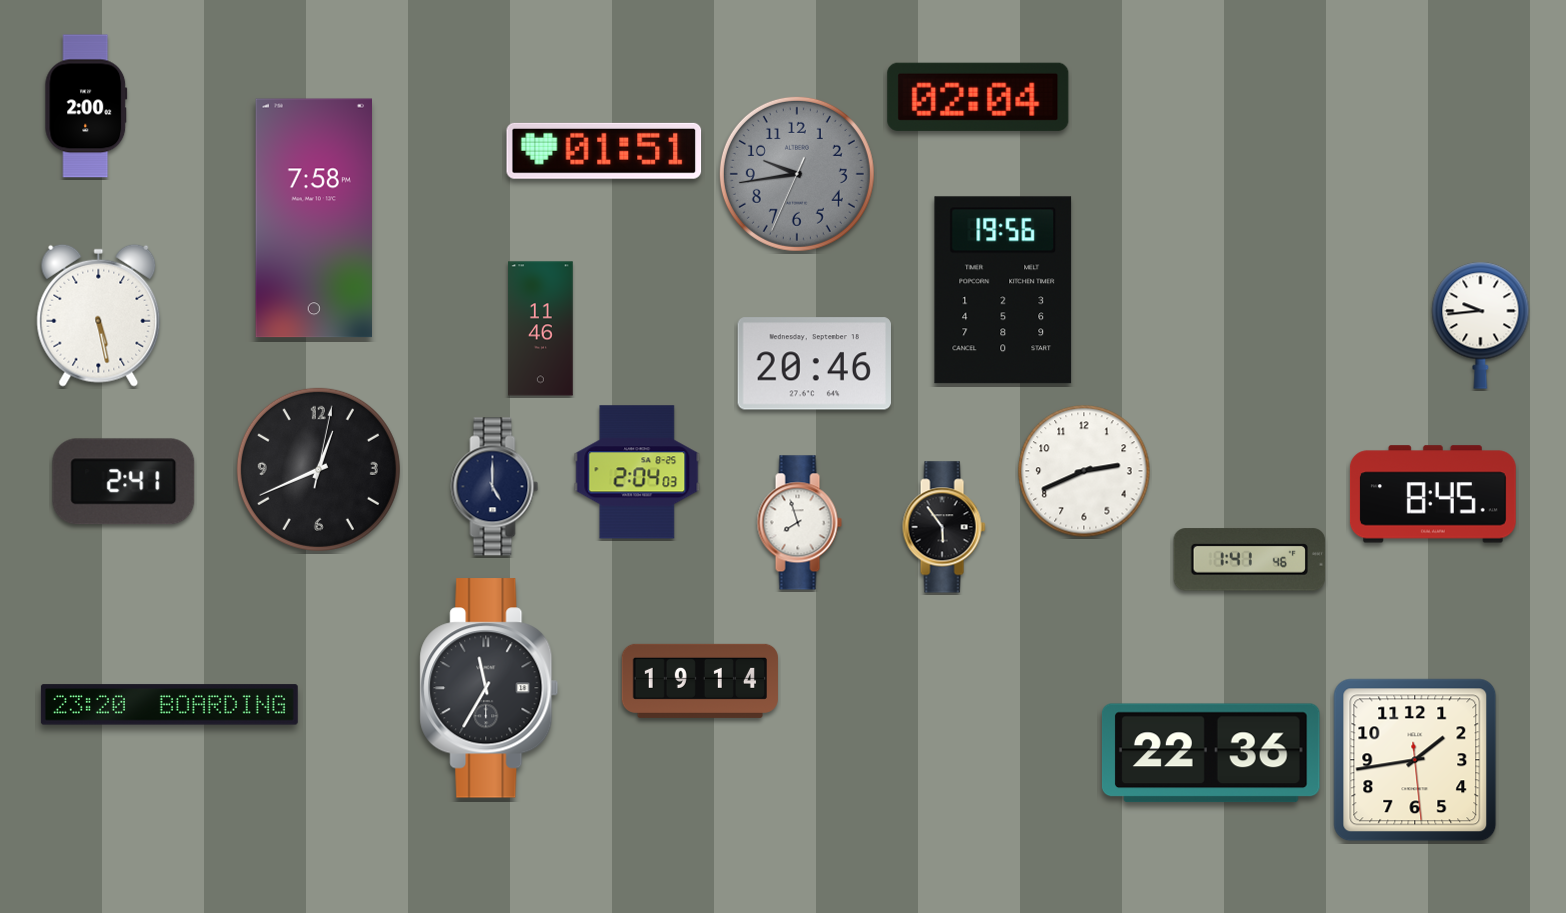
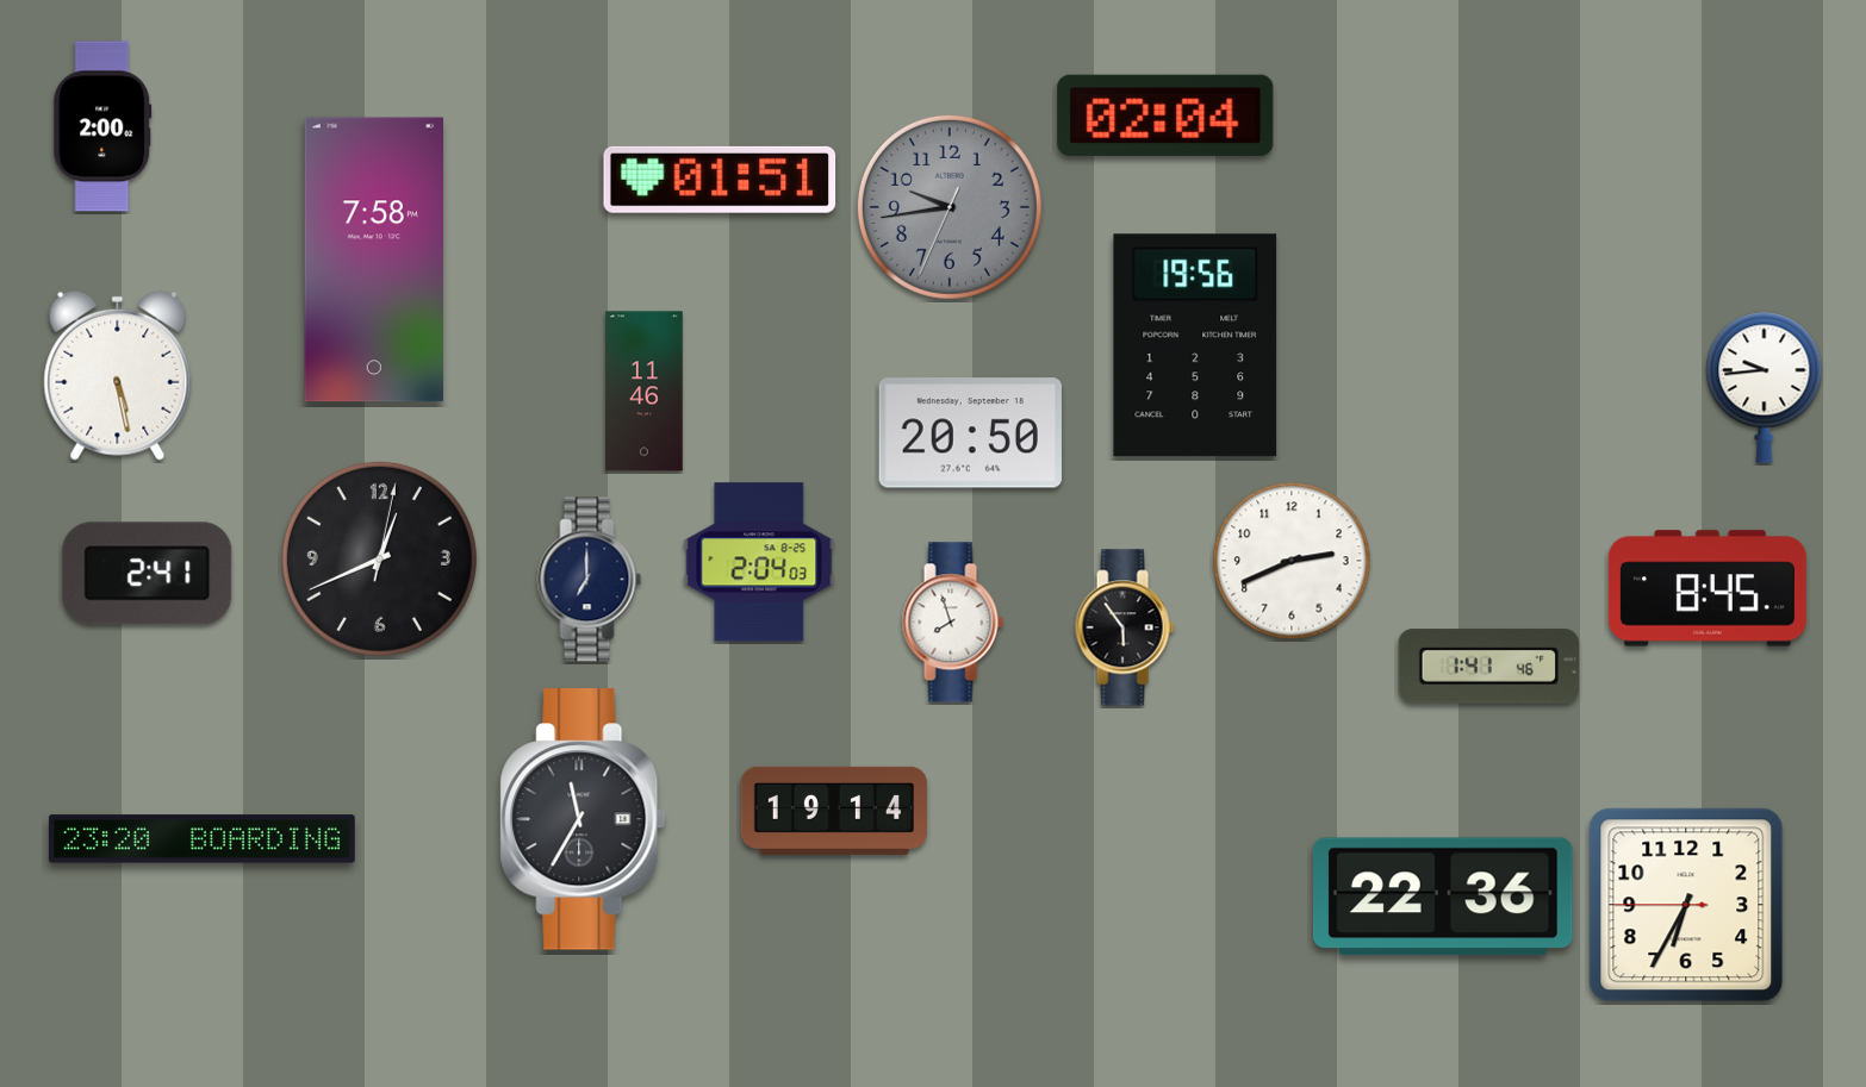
clock at (814, 364): 20:46 -> 20:50
clock at (495, 487): 5:00 -> 7:00
clock at (1415, 760): 1:43 -> 6:34
